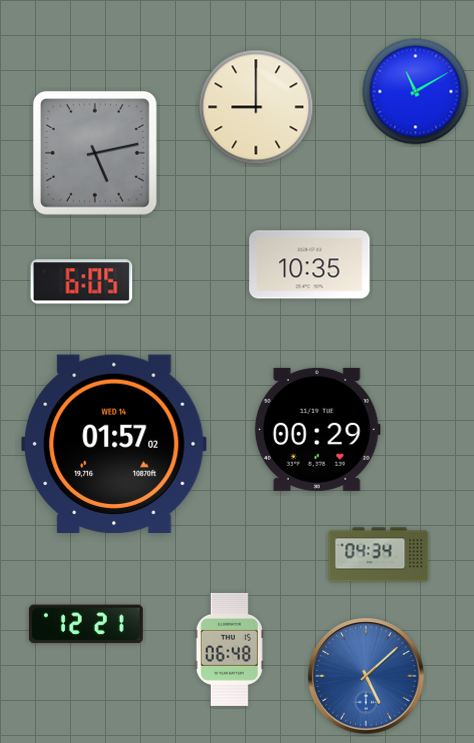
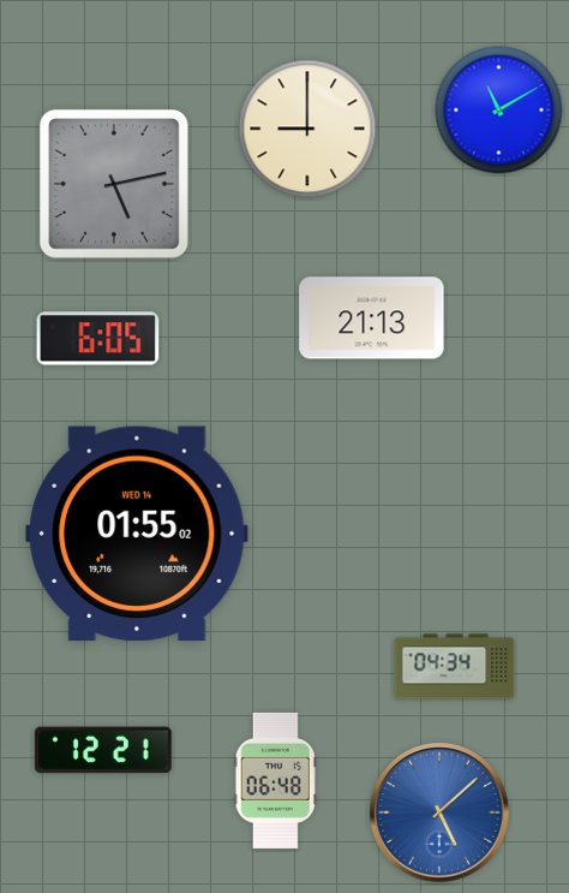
clock at (310, 265): 10:35 -> 21:13
clock at (317, 429): 00:29 -> none
clock at (114, 443): 01:57 -> 01:55
